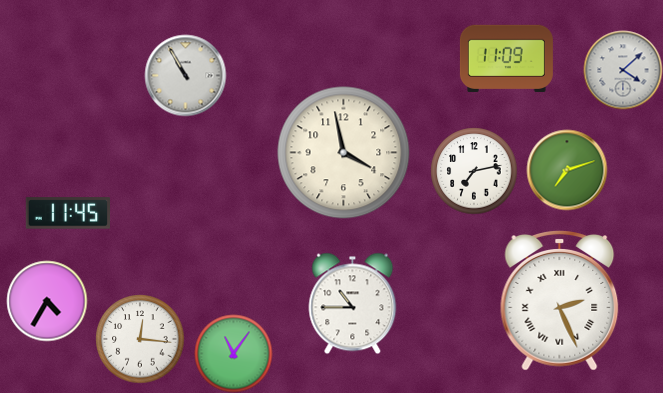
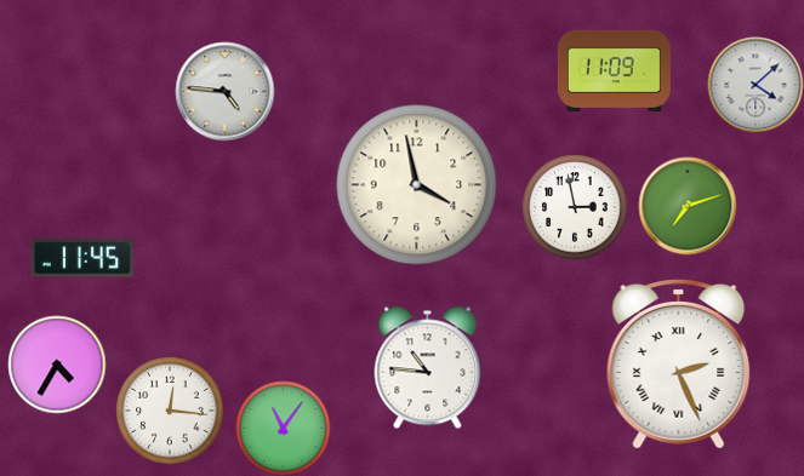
clock at (185, 75): 10:55 -> 4:46
clock at (474, 171): 7:13 -> 2:58
clock at (353, 303): 10:45 -> 10:46
